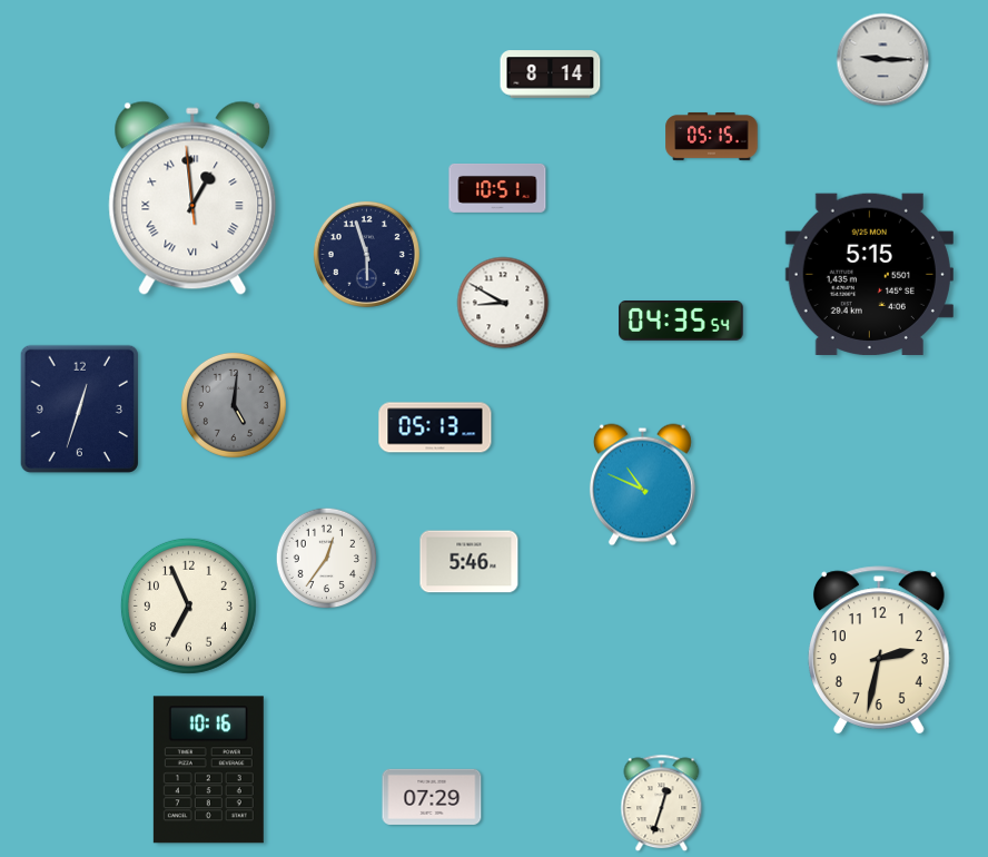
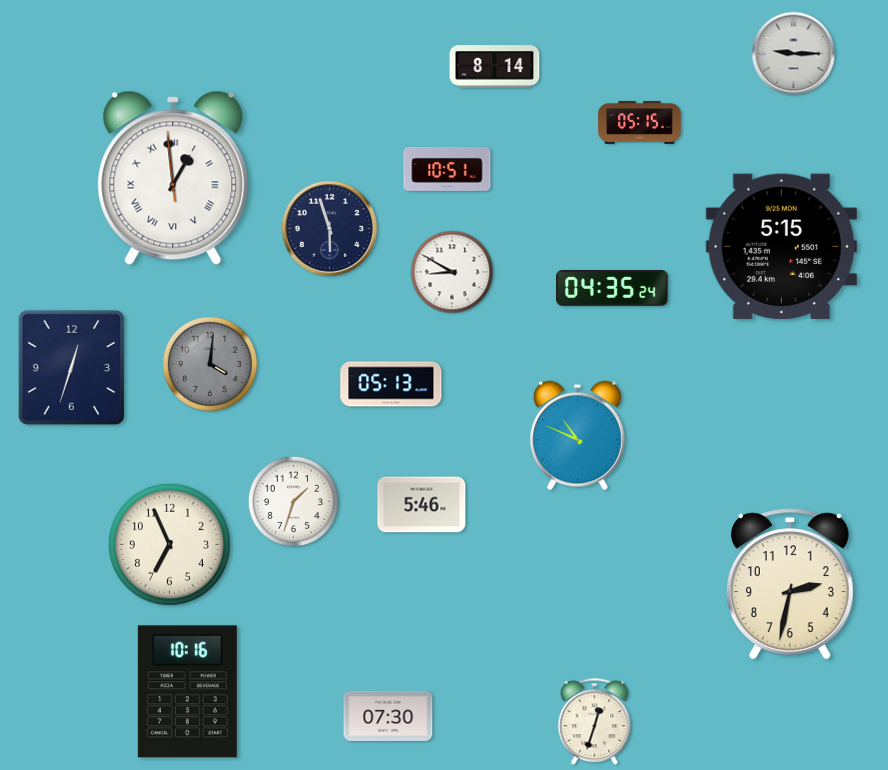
clock at (681, 322): 04:35:54 -> 04:35:24
clock at (234, 405): 5:01 -> 4:01
clock at (327, 559): 12:36 -> 1:33
clock at (432, 797): 07:29 -> 07:30
